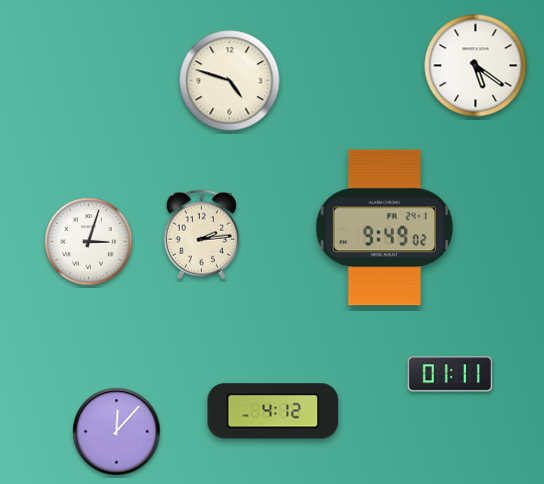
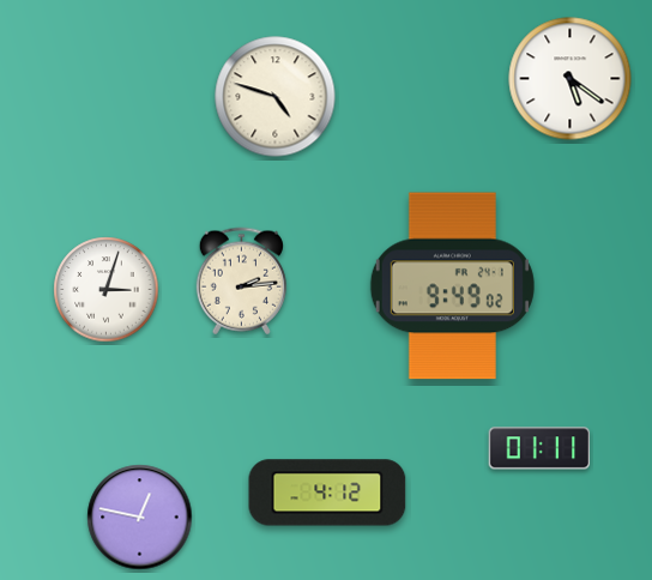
clock at (384, 228) position: (384, 228) -> (452, 286)
clock at (117, 432): 12:07 -> 12:47
